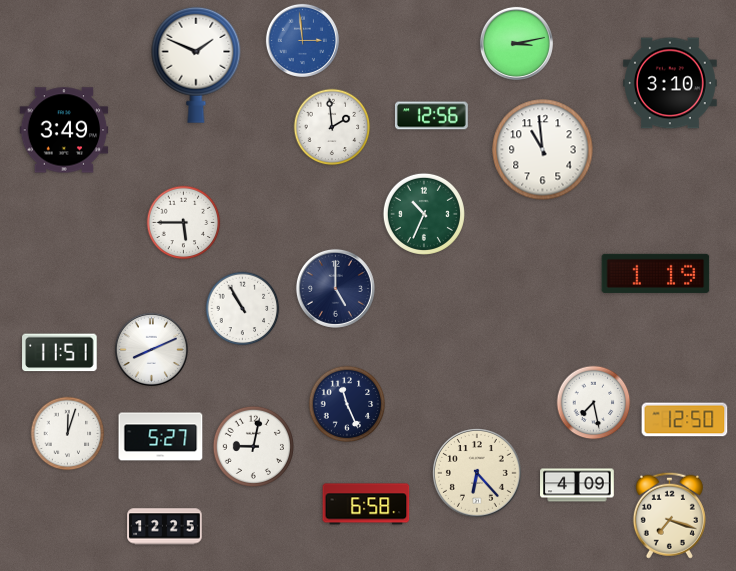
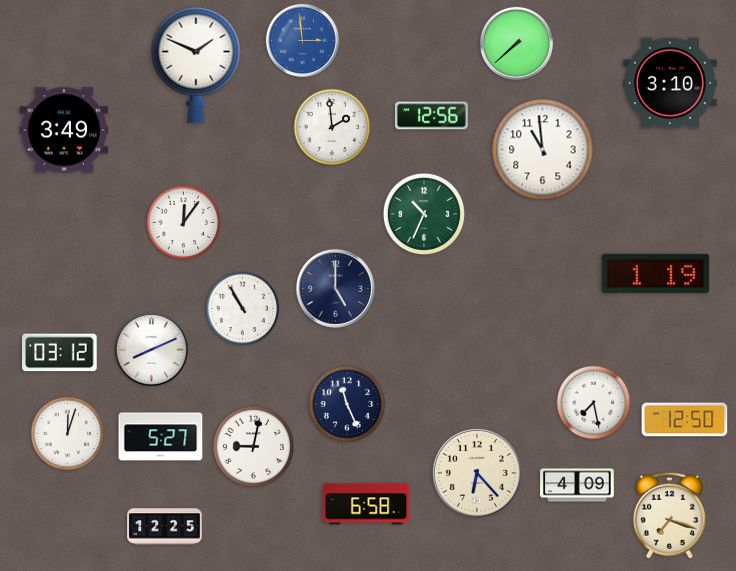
clock at (516, 43): 3:13 -> 7:38
clock at (184, 223): 5:45 -> 12:06
clock at (60, 353): 11:51 -> 03:12
